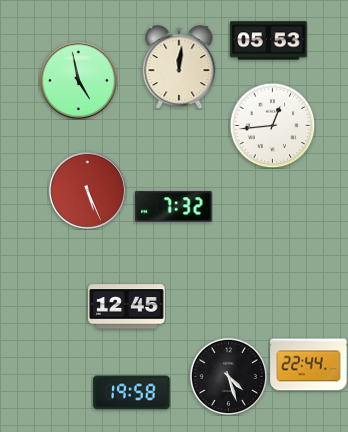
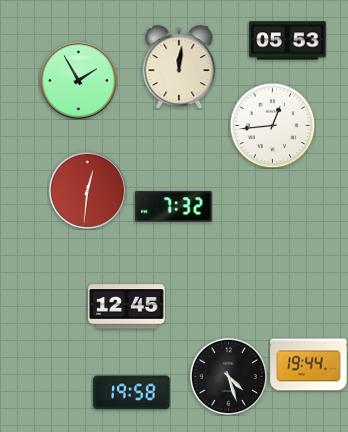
clock at (269, 41) position: (269, 41) -> (288, 41)
clock at (78, 80): 4:58 -> 1:55
clock at (87, 190): 5:26 -> 12:31
clock at (309, 365): 22:44 -> 19:44
